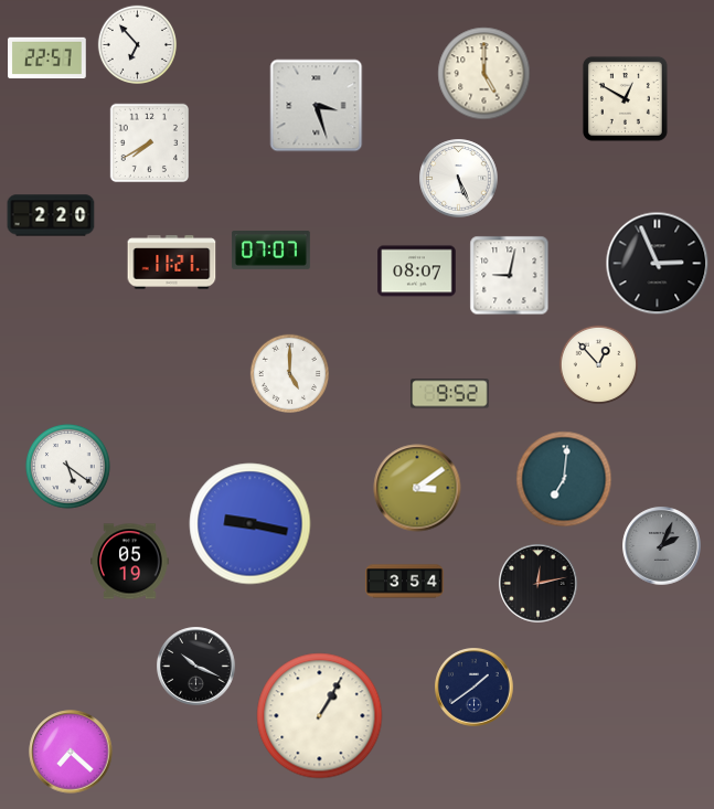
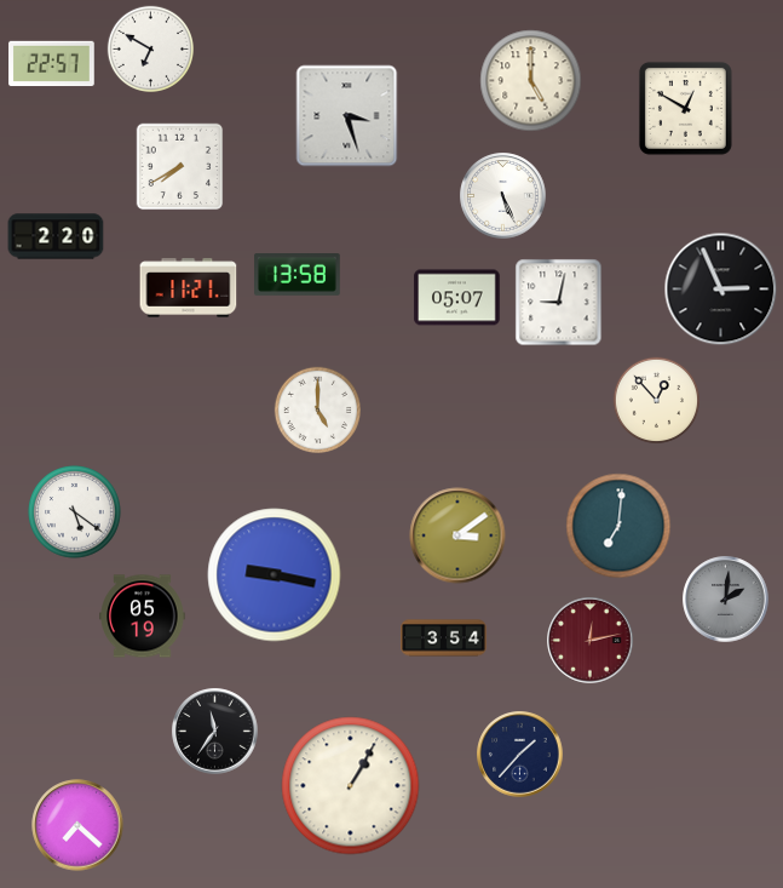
clock at (137, 44): 6:53 -> 6:50
clock at (150, 143) position: (150, 143) -> (180, 167)
clock at (271, 251): 07:07 -> 13:58
clock at (417, 272): 08:07 -> 05:07
clock at (450, 394): 9:52 -> none
clock at (662, 546): 2:04 -> 2:01
clock at (539, 584) dial: black -> burgundy
clock at (196, 667): 10:19 -> 11:36
clock at (475, 688): 1:39 -> 1:37
